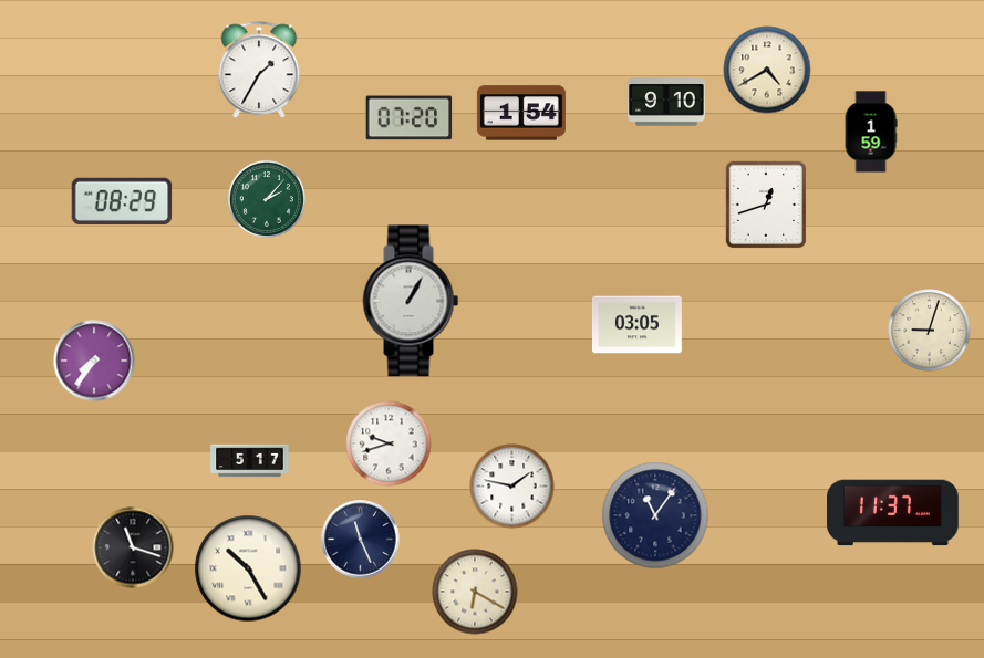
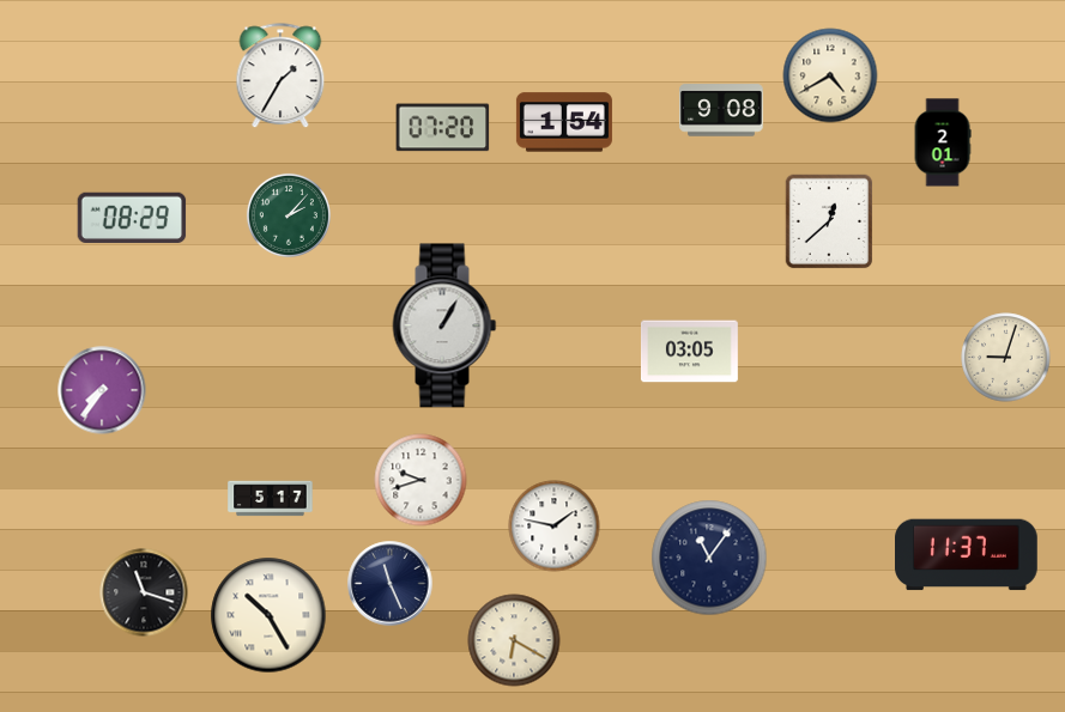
clock at (666, 102): 9:10 -> 9:08
clock at (871, 132): 1:59 -> 2:01
clock at (766, 205): 12:42 -> 12:38
